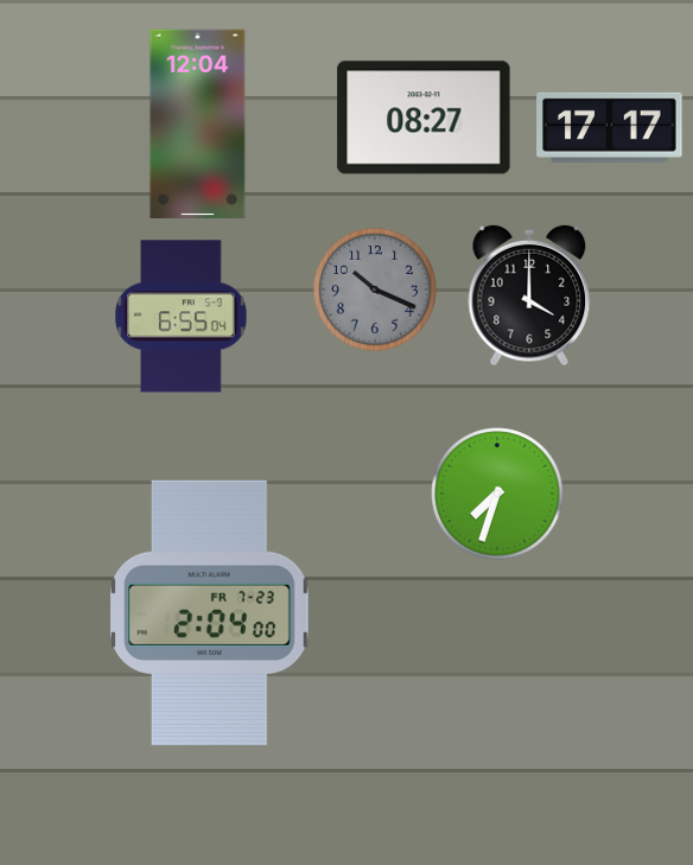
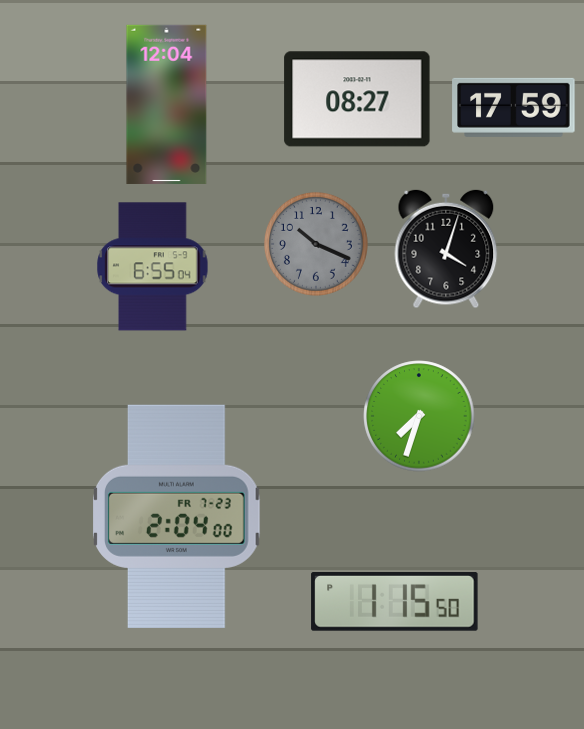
clock at (610, 127): 17:17 -> 17:59
clock at (529, 295): 4:00 -> 4:03
clock at (395, 602): none -> 1:15
